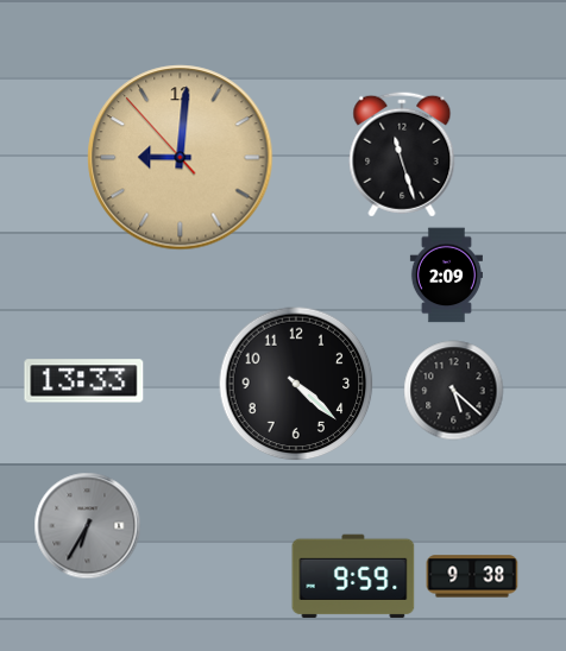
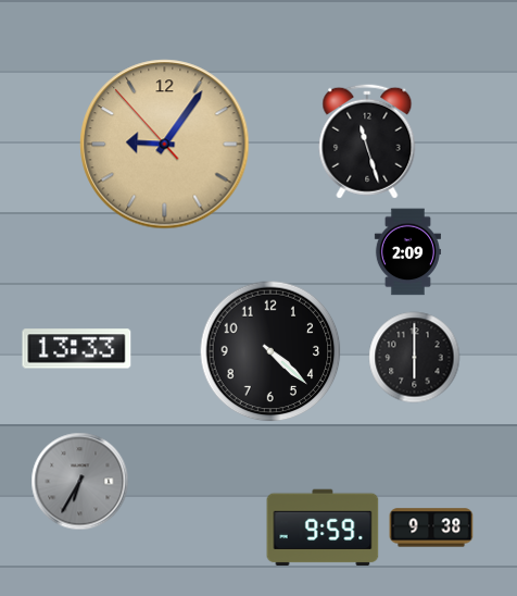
clock at (181, 158): 9:00 -> 9:05
clock at (454, 391): 5:22 -> 6:00
